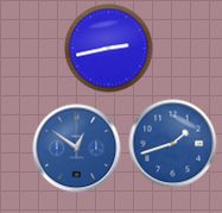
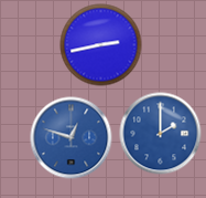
clock at (173, 144): 1:42 -> 2:00
clock at (77, 149): 12:51 -> 12:48
